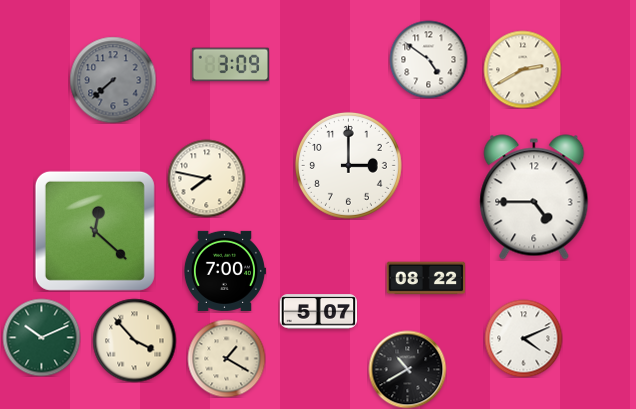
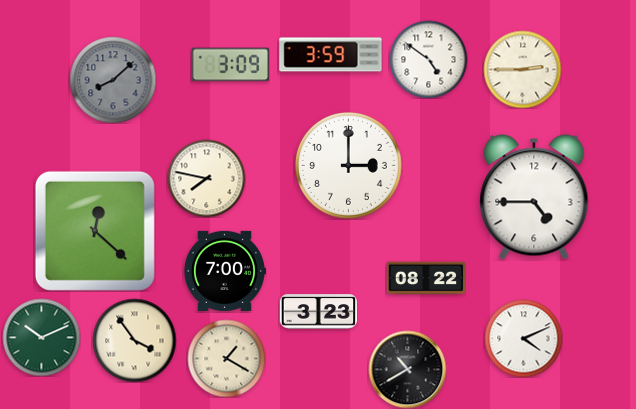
clock at (331, 55): none -> 3:59
clock at (522, 69): 2:40 -> 2:45
clock at (113, 80): 7:38 -> 8:08
clock at (318, 312): 5:07 -> 3:23
clock at (134, 340): 3:53 -> 3:54
